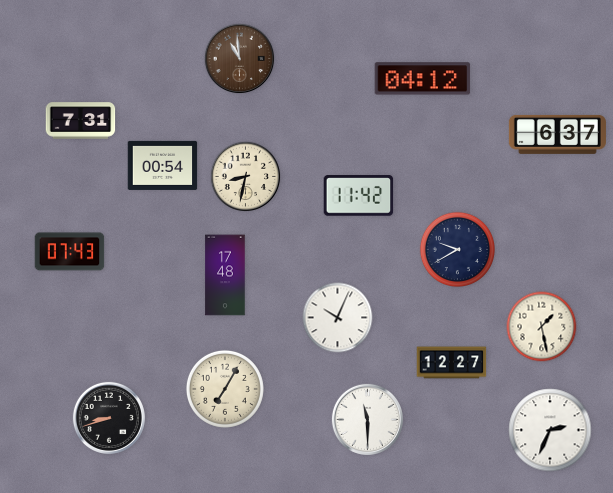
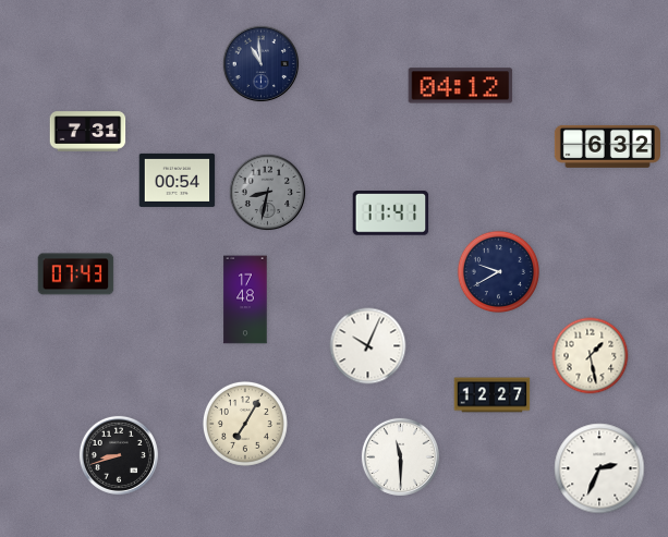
clock at (240, 59) dial: brown -> navy
clock at (557, 134): 6:37 -> 6:32
clock at (246, 177) dial: cream -> grey
clock at (359, 196): 11:42 -> 11:41
